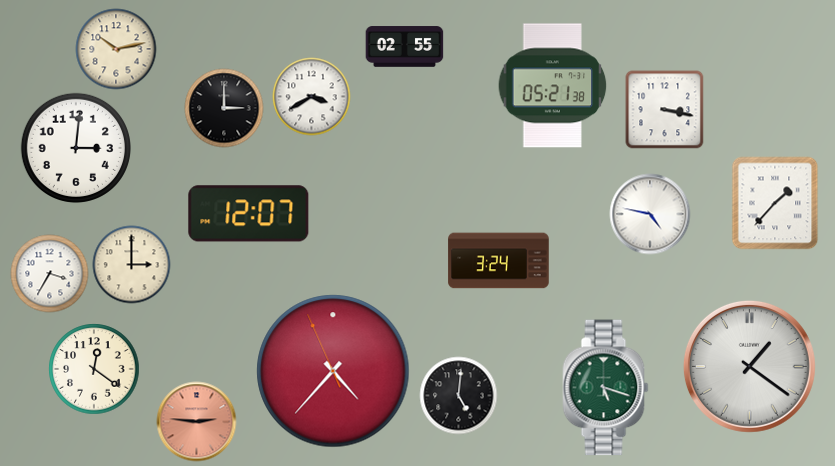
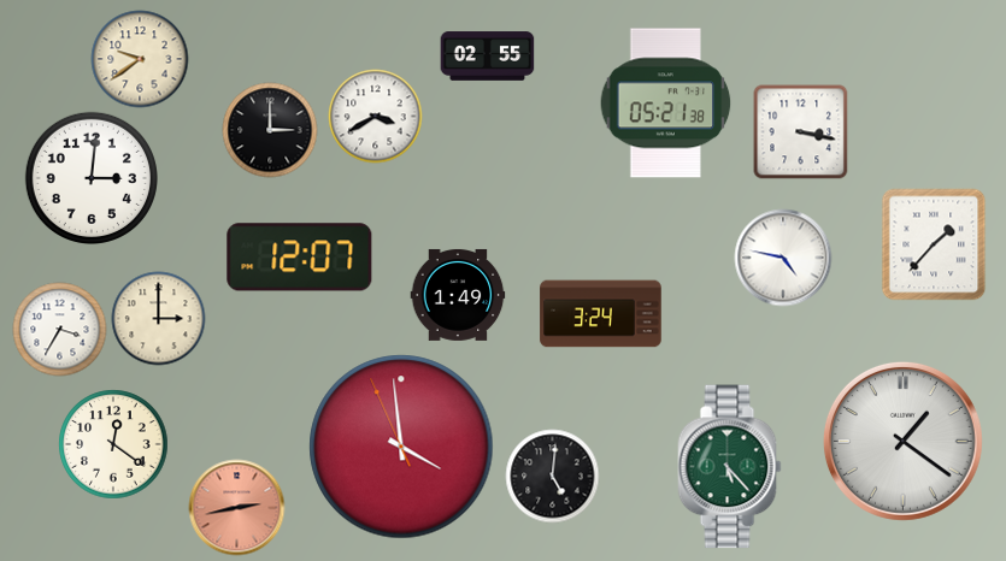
clock at (116, 49): 10:13 -> 9:39
clock at (458, 295): none -> 1:49
clock at (333, 371): 4:36 -> 3:58
clock at (606, 388): 5:18 -> 5:23
clock at (196, 421): 2:46 -> 2:43
